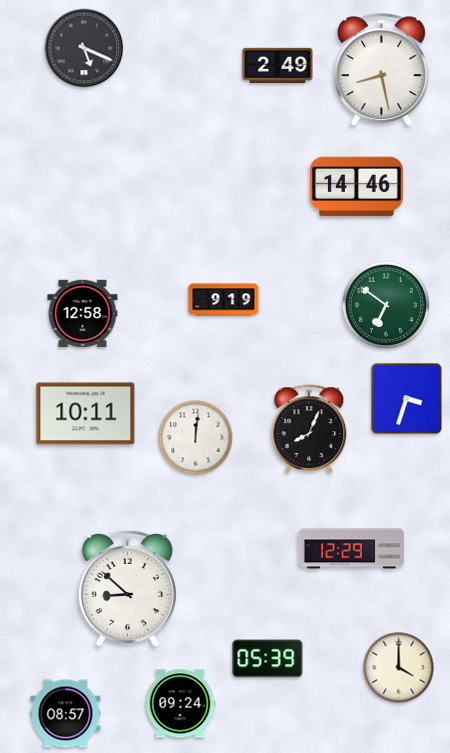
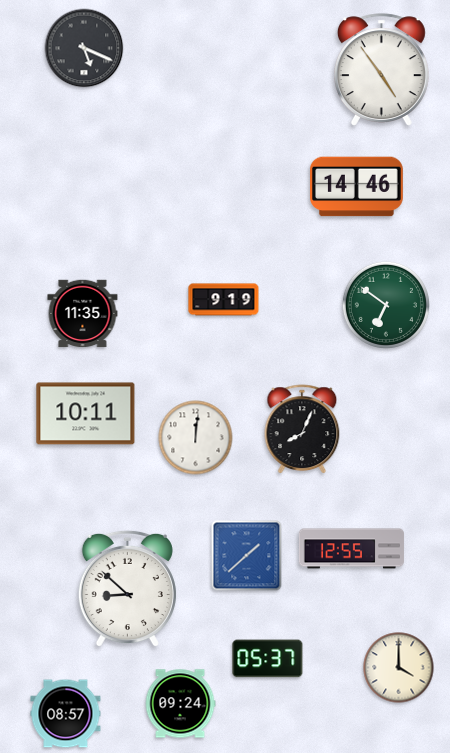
clock at (278, 65): 2:49 -> none
clock at (381, 70): 8:28 -> 4:54
clock at (83, 314): 12:58 -> 11:35
clock at (407, 399): 3:33 -> none
clock at (309, 430) position: (309, 430) -> (302, 430)
clock at (351, 549): 12:29 -> 12:55
clock at (247, 556): none -> 1:38
clock at (268, 659): 05:39 -> 05:37
